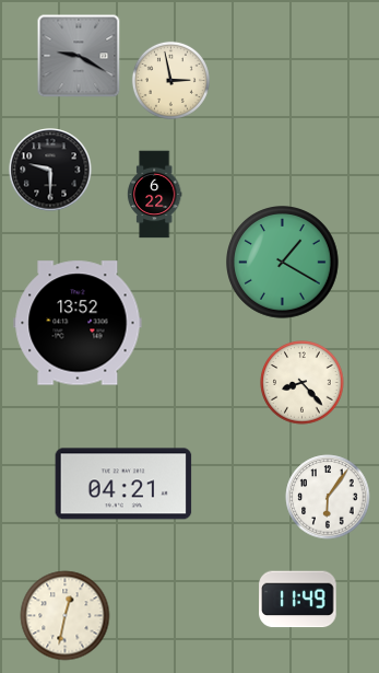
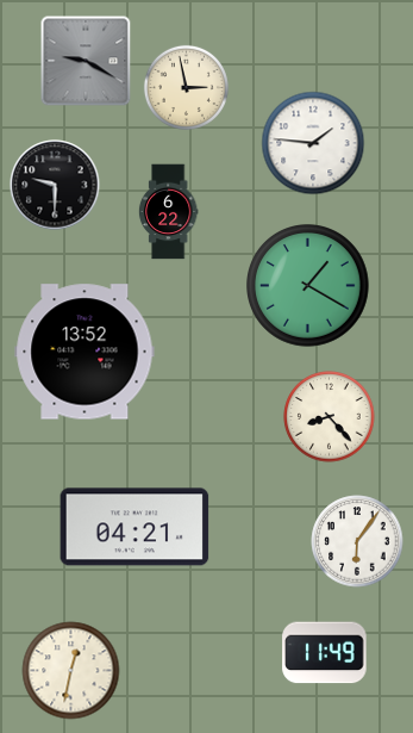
clock at (313, 143): none -> 1:46
